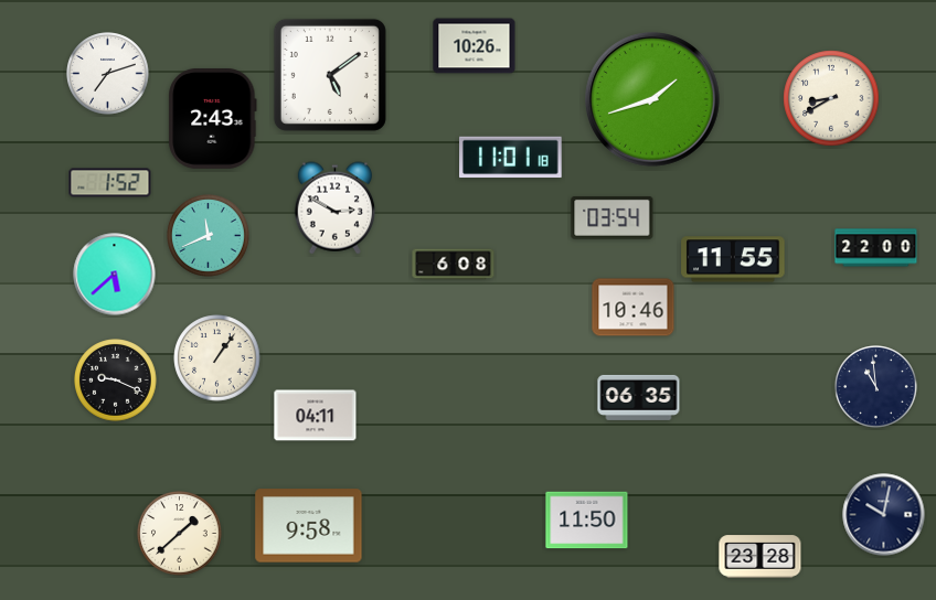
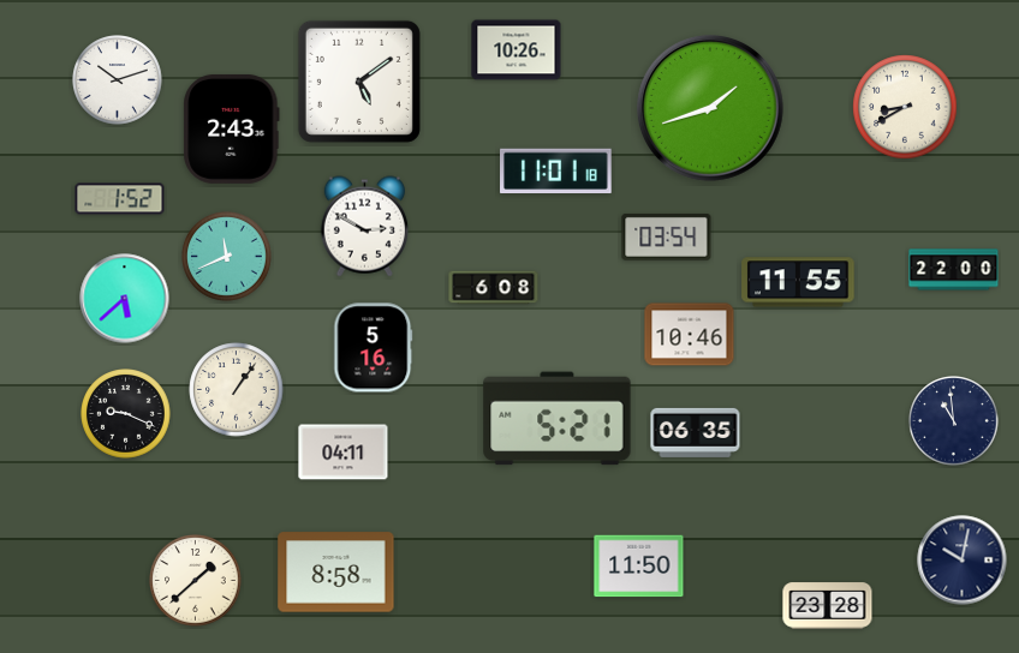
clock at (108, 74): 7:12 -> 10:12
clock at (374, 348): none -> 5:16
clock at (558, 419): none -> 5:21
clock at (309, 526): 9:58 -> 8:58
